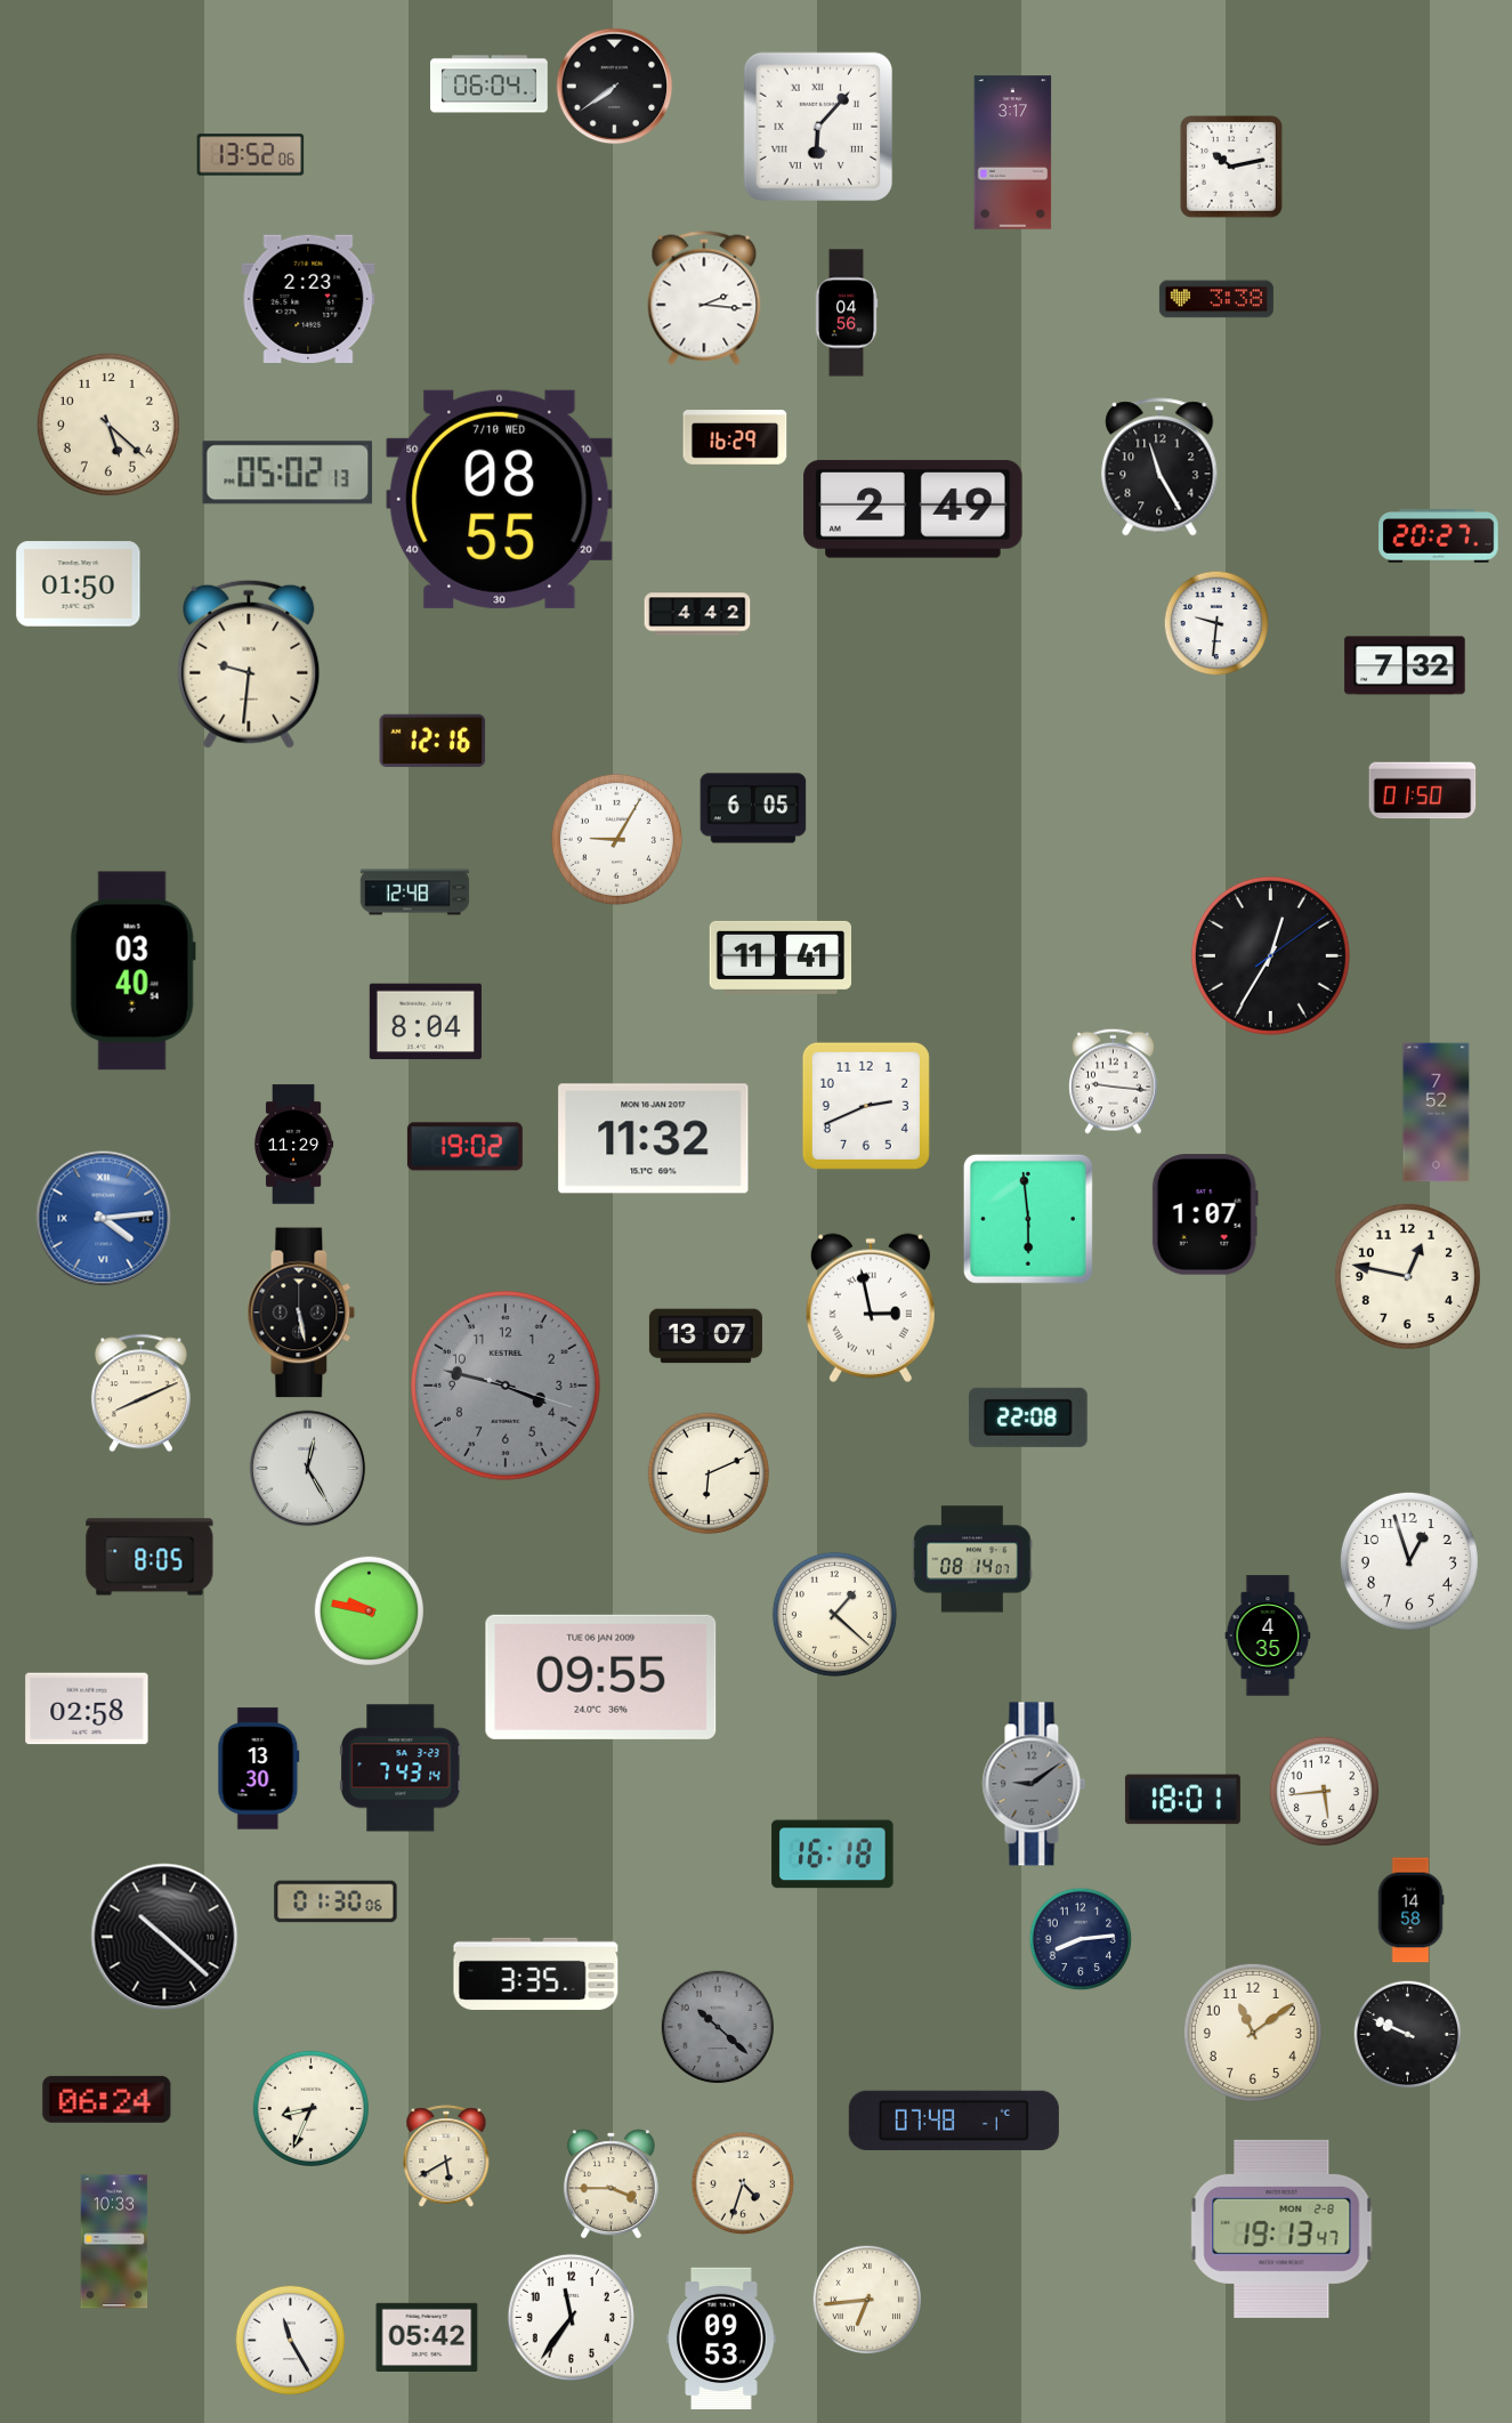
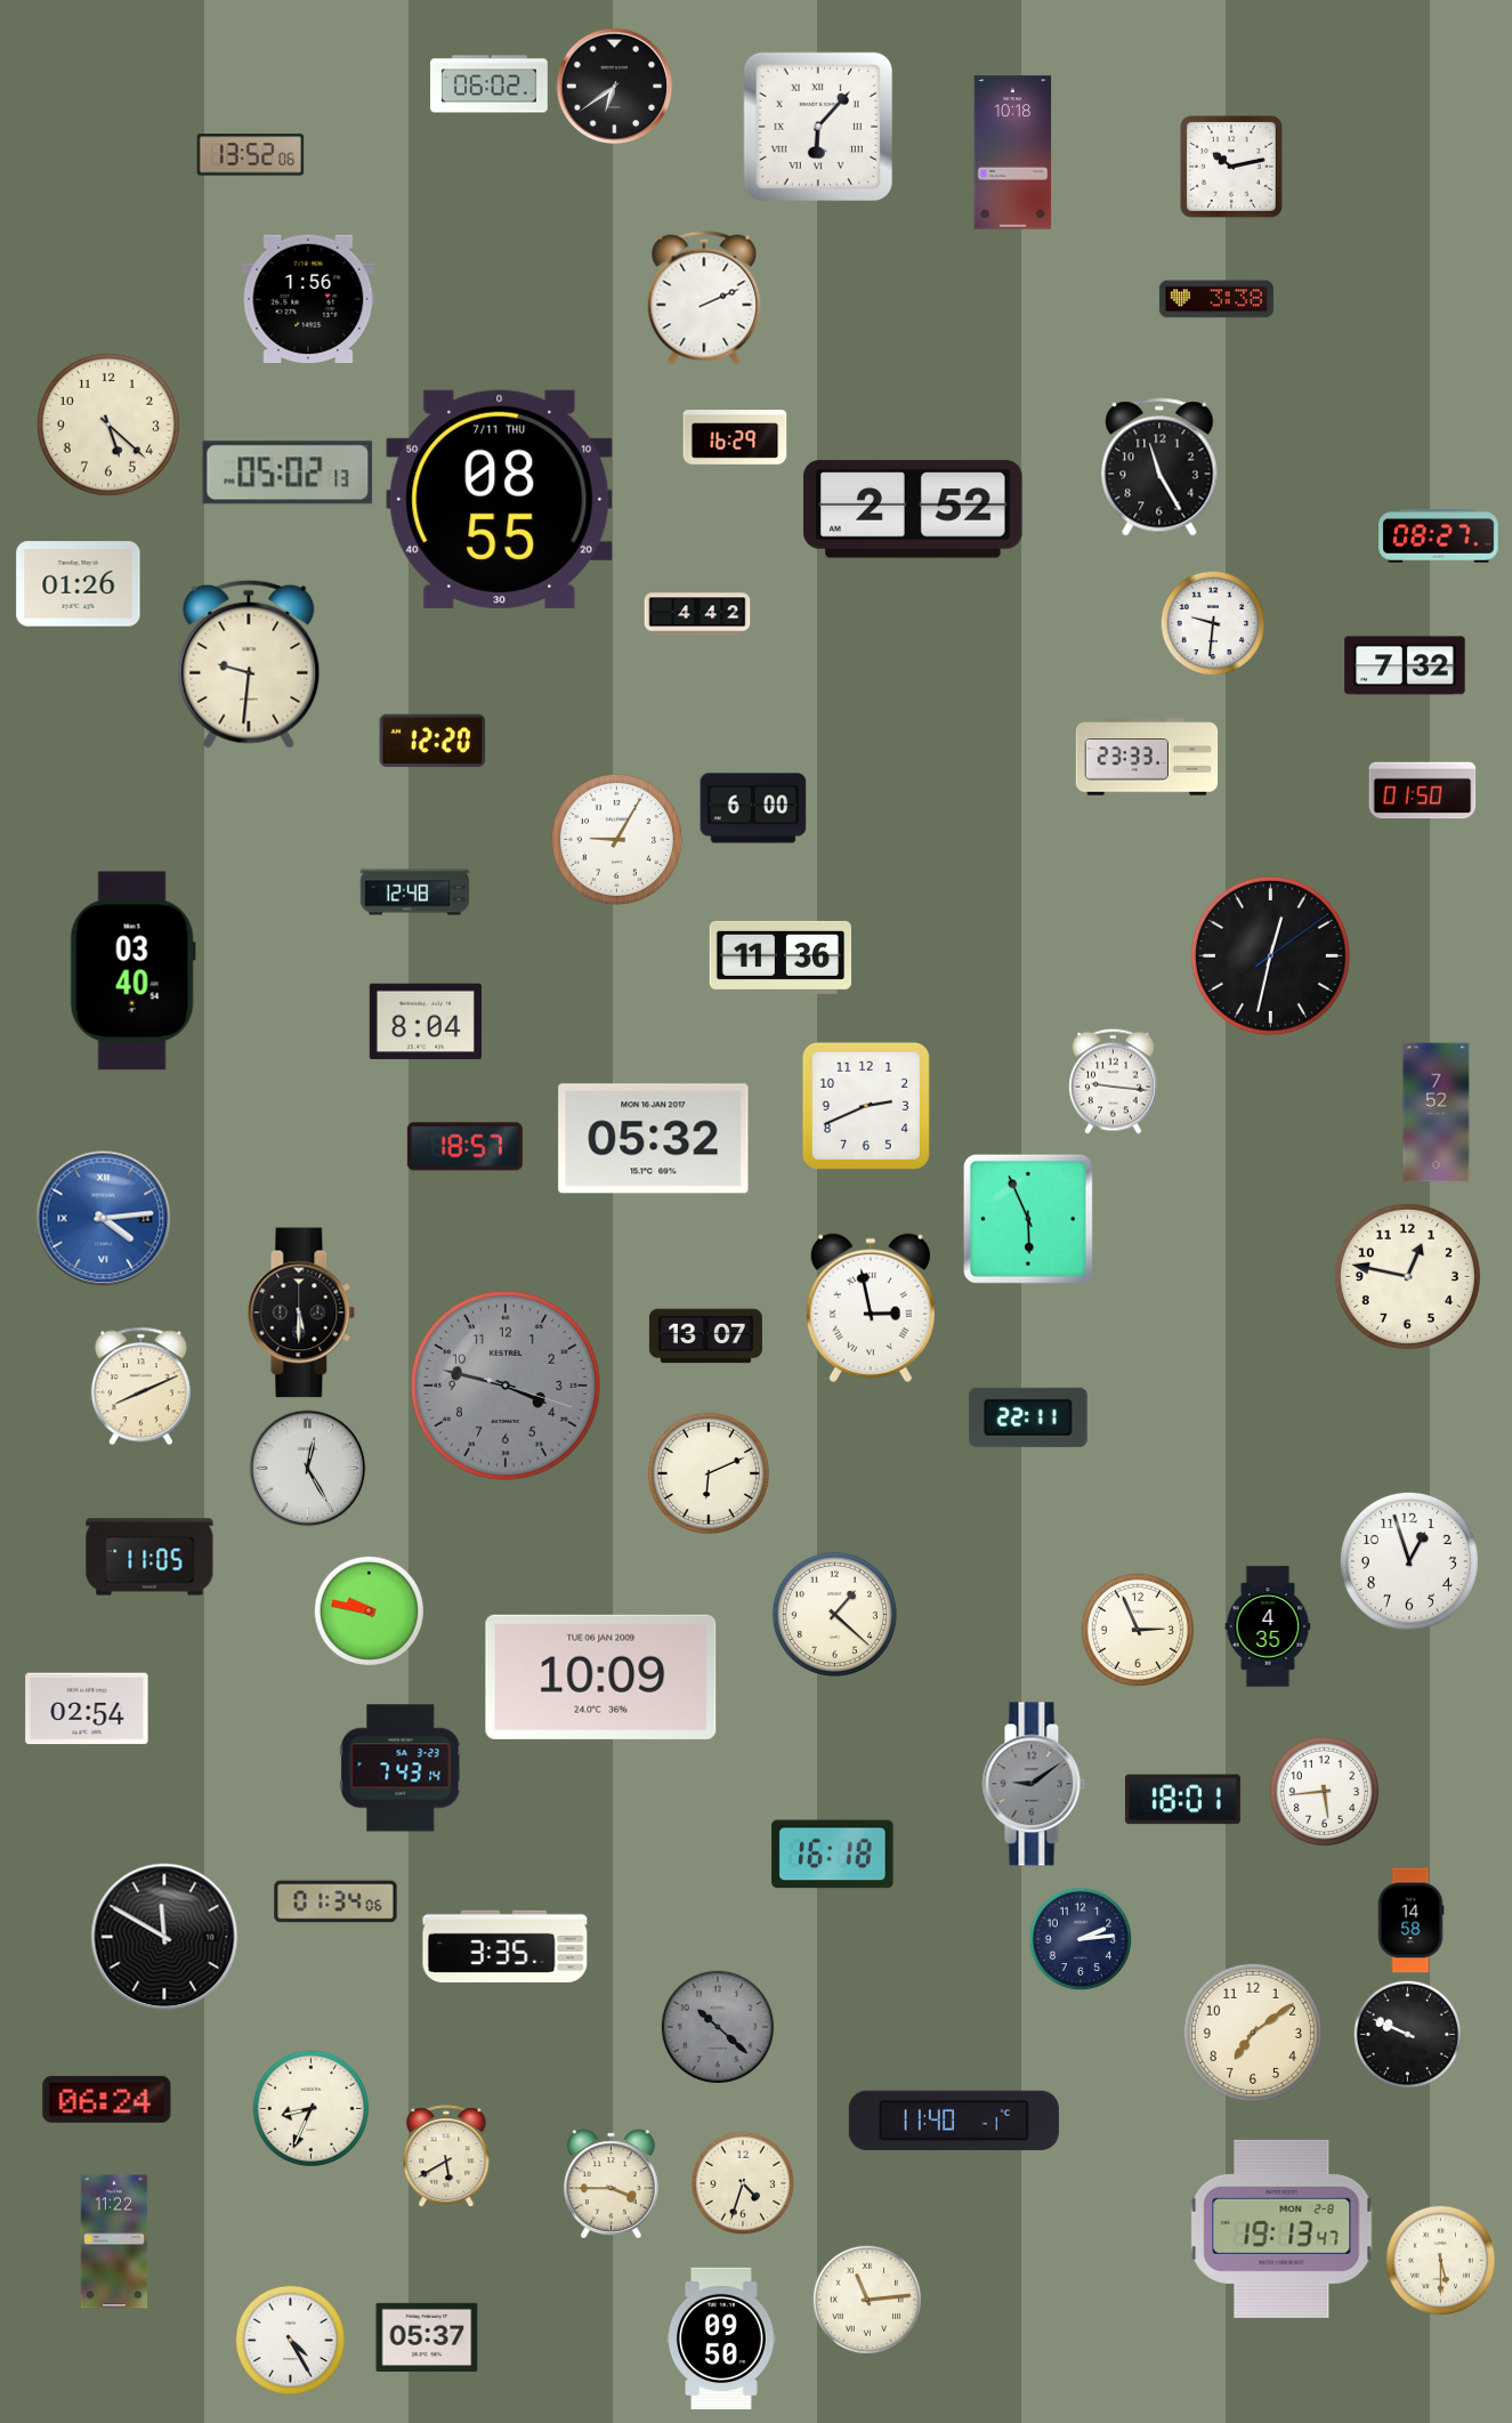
clock at (490, 84): 06:04 -> 06:02
clock at (615, 87): 7:39 -> 6:39
clock at (1013, 153): 3:17 -> 10:18
clock at (308, 298): 2:23 -> 1:56
clock at (704, 298): 2:16 -> 2:11
clock at (847, 313): 04:56 -> none
clock at (500, 499) date: 7/10 WED -> 7/11 THU
clock at (913, 509): 2:49 -> 2:52
clock at (1439, 536): 20:27 -> 08:27
clock at (79, 584): 01:50 -> 01:26
clock at (1216, 623) position: (1216, 623) -> (1213, 623)
clock at (432, 741): 12:16 -> 12:20
clock at (1147, 757): none -> 23:33
clock at (753, 808): 6:05 -> 6:00
clock at (1270, 955): 12:35 -> 12:32
clock at (779, 958): 11:41 -> 11:36
clock at (654, 1139): 11:32 -> 05:32
clock at (294, 1145): 11:29 -> none
clock at (464, 1147): 19:02 -> 18:57
clock at (1205, 1214): 1:07 -> none
clock at (1028, 1219): 5:59 -> 5:56
clock at (301, 1313): 5:28 -> 5:30
clock at (140, 1394) position: (140, 1394) -> (140, 1387)
clock at (1029, 1418): 22:08 -> 22:11
clock at (149, 1557): 8:05 -> 11:05
clock at (972, 1559): 08:14 -> none
clock at (1137, 1629): none -> 2:56
clock at (1268, 1635) position: (1268, 1635) -> (1268, 1626)
clock at (601, 1677): 09:55 -> 10:09
clock at (87, 1709): 02:58 -> 02:54
clock at (259, 1769): 13:30 -> none
clock at (335, 1901): 01:30 -> 01:34
clock at (1410, 1911) position: (1410, 1911) -> (1410, 1921)
clock at (164, 1937): 10:22 -> 11:50
clock at (1081, 1939): 8:14 -> 2:14
clock at (536, 1973) position: (536, 1973) -> (506, 1946)
clock at (1253, 2033): 11:09 -> 7:09
clock at (954, 2121): 07:48 -> 11:40
clock at (114, 2242): 10:33 -> 11:22
clock at (1440, 2260): none -> 5:30
clock at (867, 2300): 6:44 -> 11:14
clock at (571, 2317): 11:36 -> none
clock at (427, 2337): 05:42 -> 05:37
clock at (722, 2339): 09:53 -> 09:50
clock at (290, 2340): 11:25 -> 4:25
